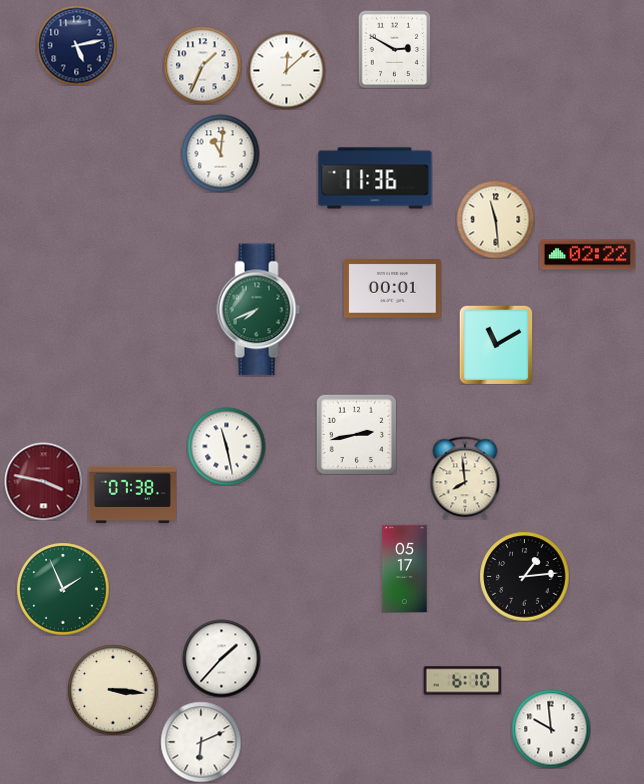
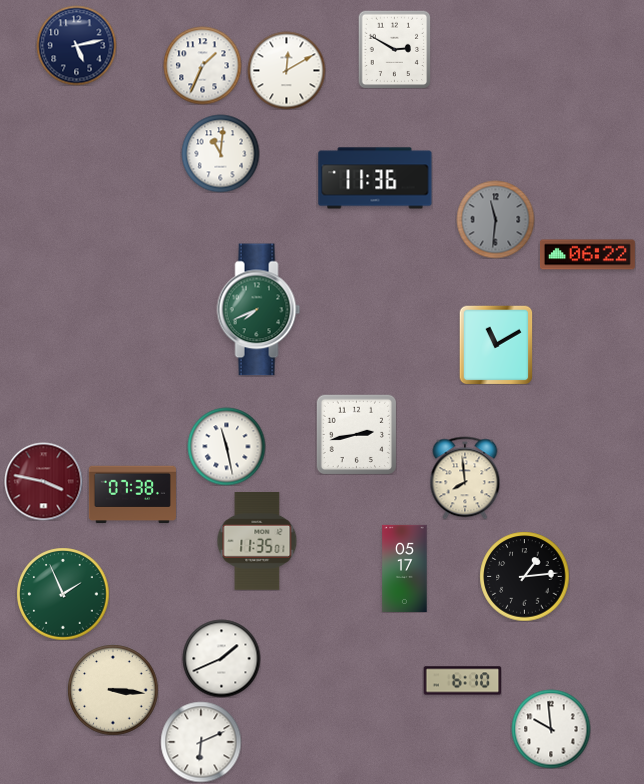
clock at (286, 70): 12:08 -> 12:10
clock at (495, 219): 11:29 -> 11:31
clock at (495, 219) dial: cream -> grey
clock at (587, 255): 02:22 -> 06:22
clock at (392, 289): 00:01 -> none
clock at (257, 542): none -> 11:35
clock at (63, 589) position: (63, 589) -> (63, 594)
clock at (221, 658): 1:37 -> 1:41
